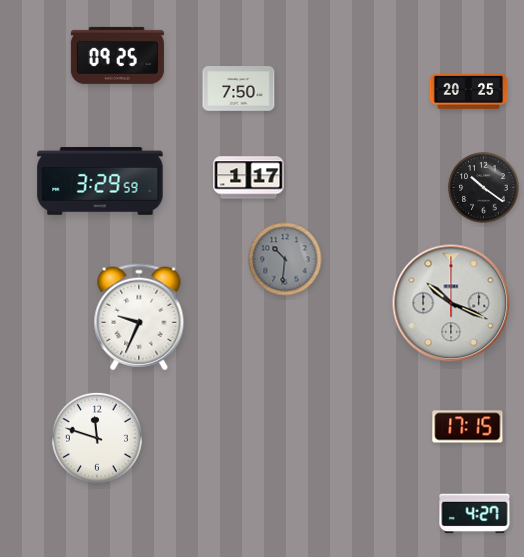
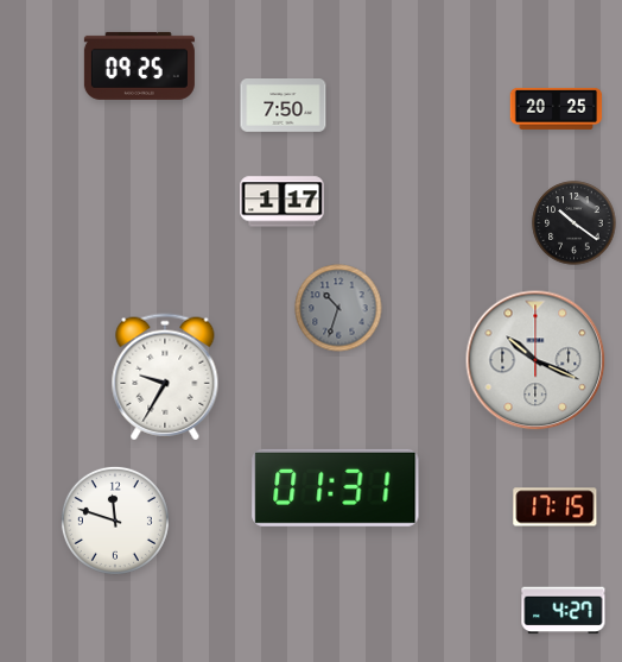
clock at (249, 178) position: (249, 178) -> (283, 202)
clock at (100, 181): 3:29 -> none
clock at (285, 259): 10:31 -> 10:33
clock at (139, 317): 9:34 -> 9:35
clock at (336, 487): none -> 01:31
